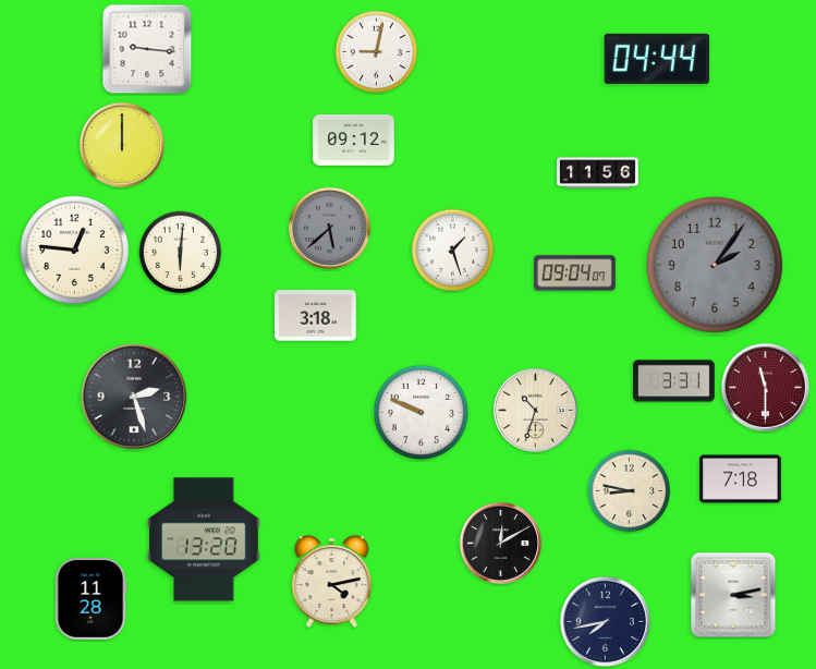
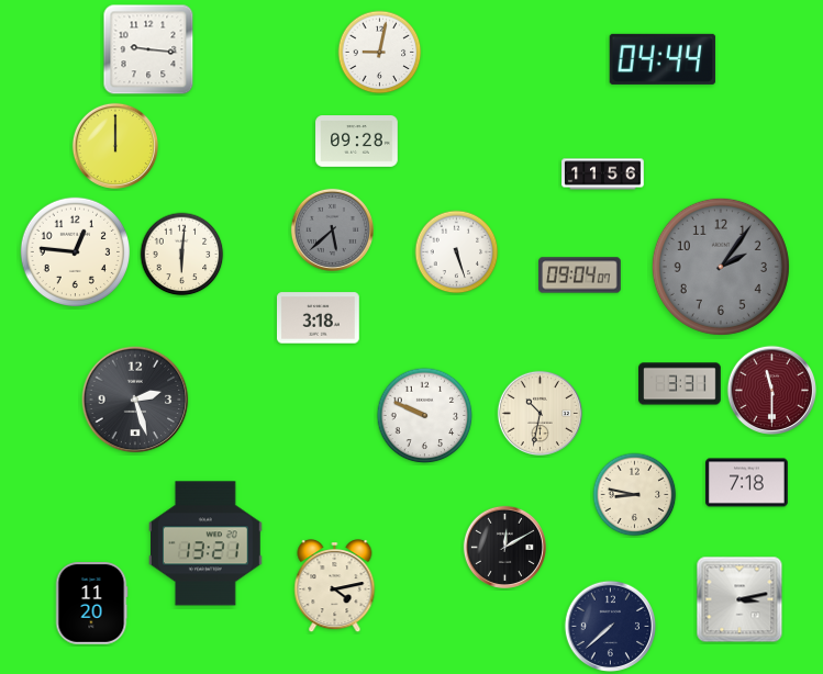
clock at (354, 141): 09:12 -> 09:28
clock at (121, 144) position: (121, 144) -> (114, 145)
clock at (453, 251): 1:27 -> 5:27
clock at (535, 410): 10:33 -> 10:32
clock at (205, 539): 13:20 -> 13:21
clock at (90, 599): 11:28 -> 11:20
clock at (606, 622): 7:43 -> 7:38
